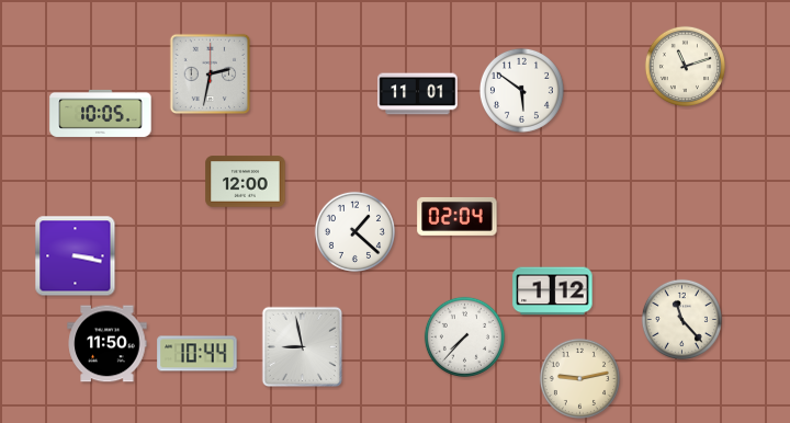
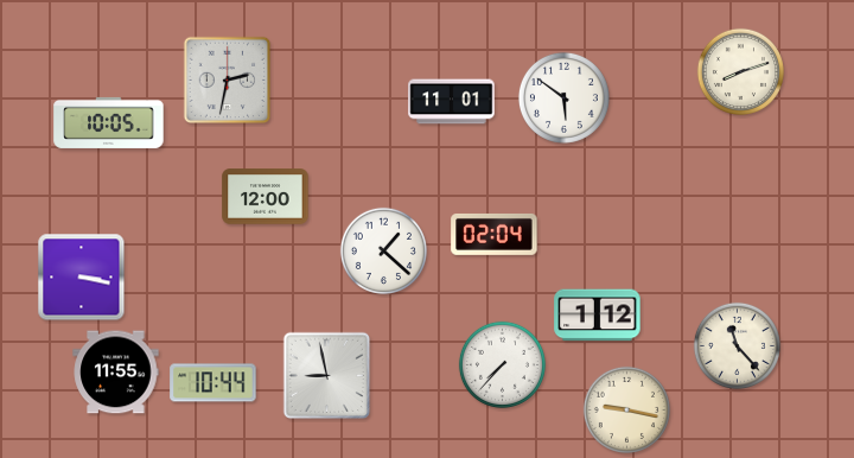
clock at (685, 66): 11:12 -> 8:12
clock at (108, 344): 11:50 -> 11:55
clock at (579, 378): 9:13 -> 9:17
